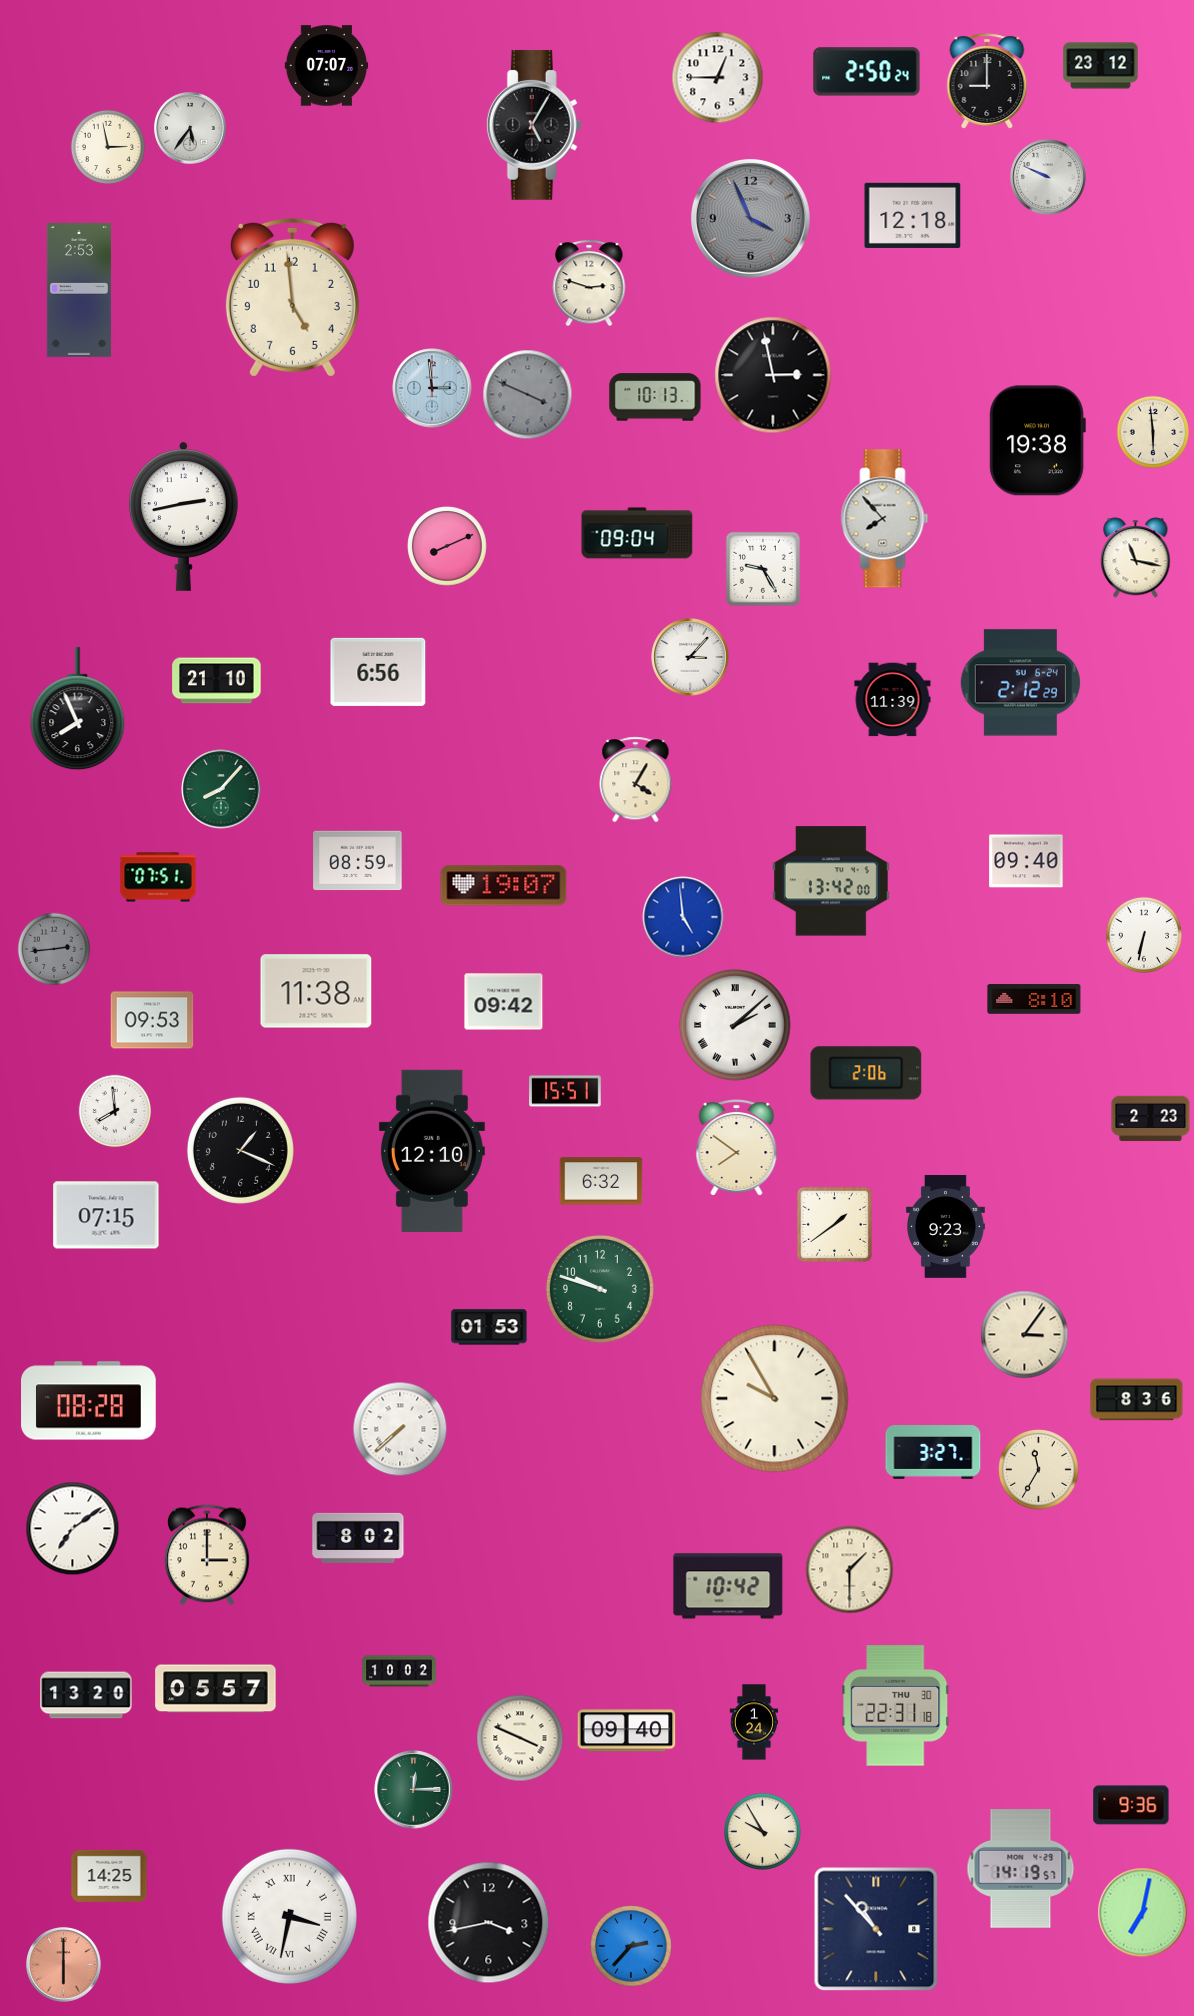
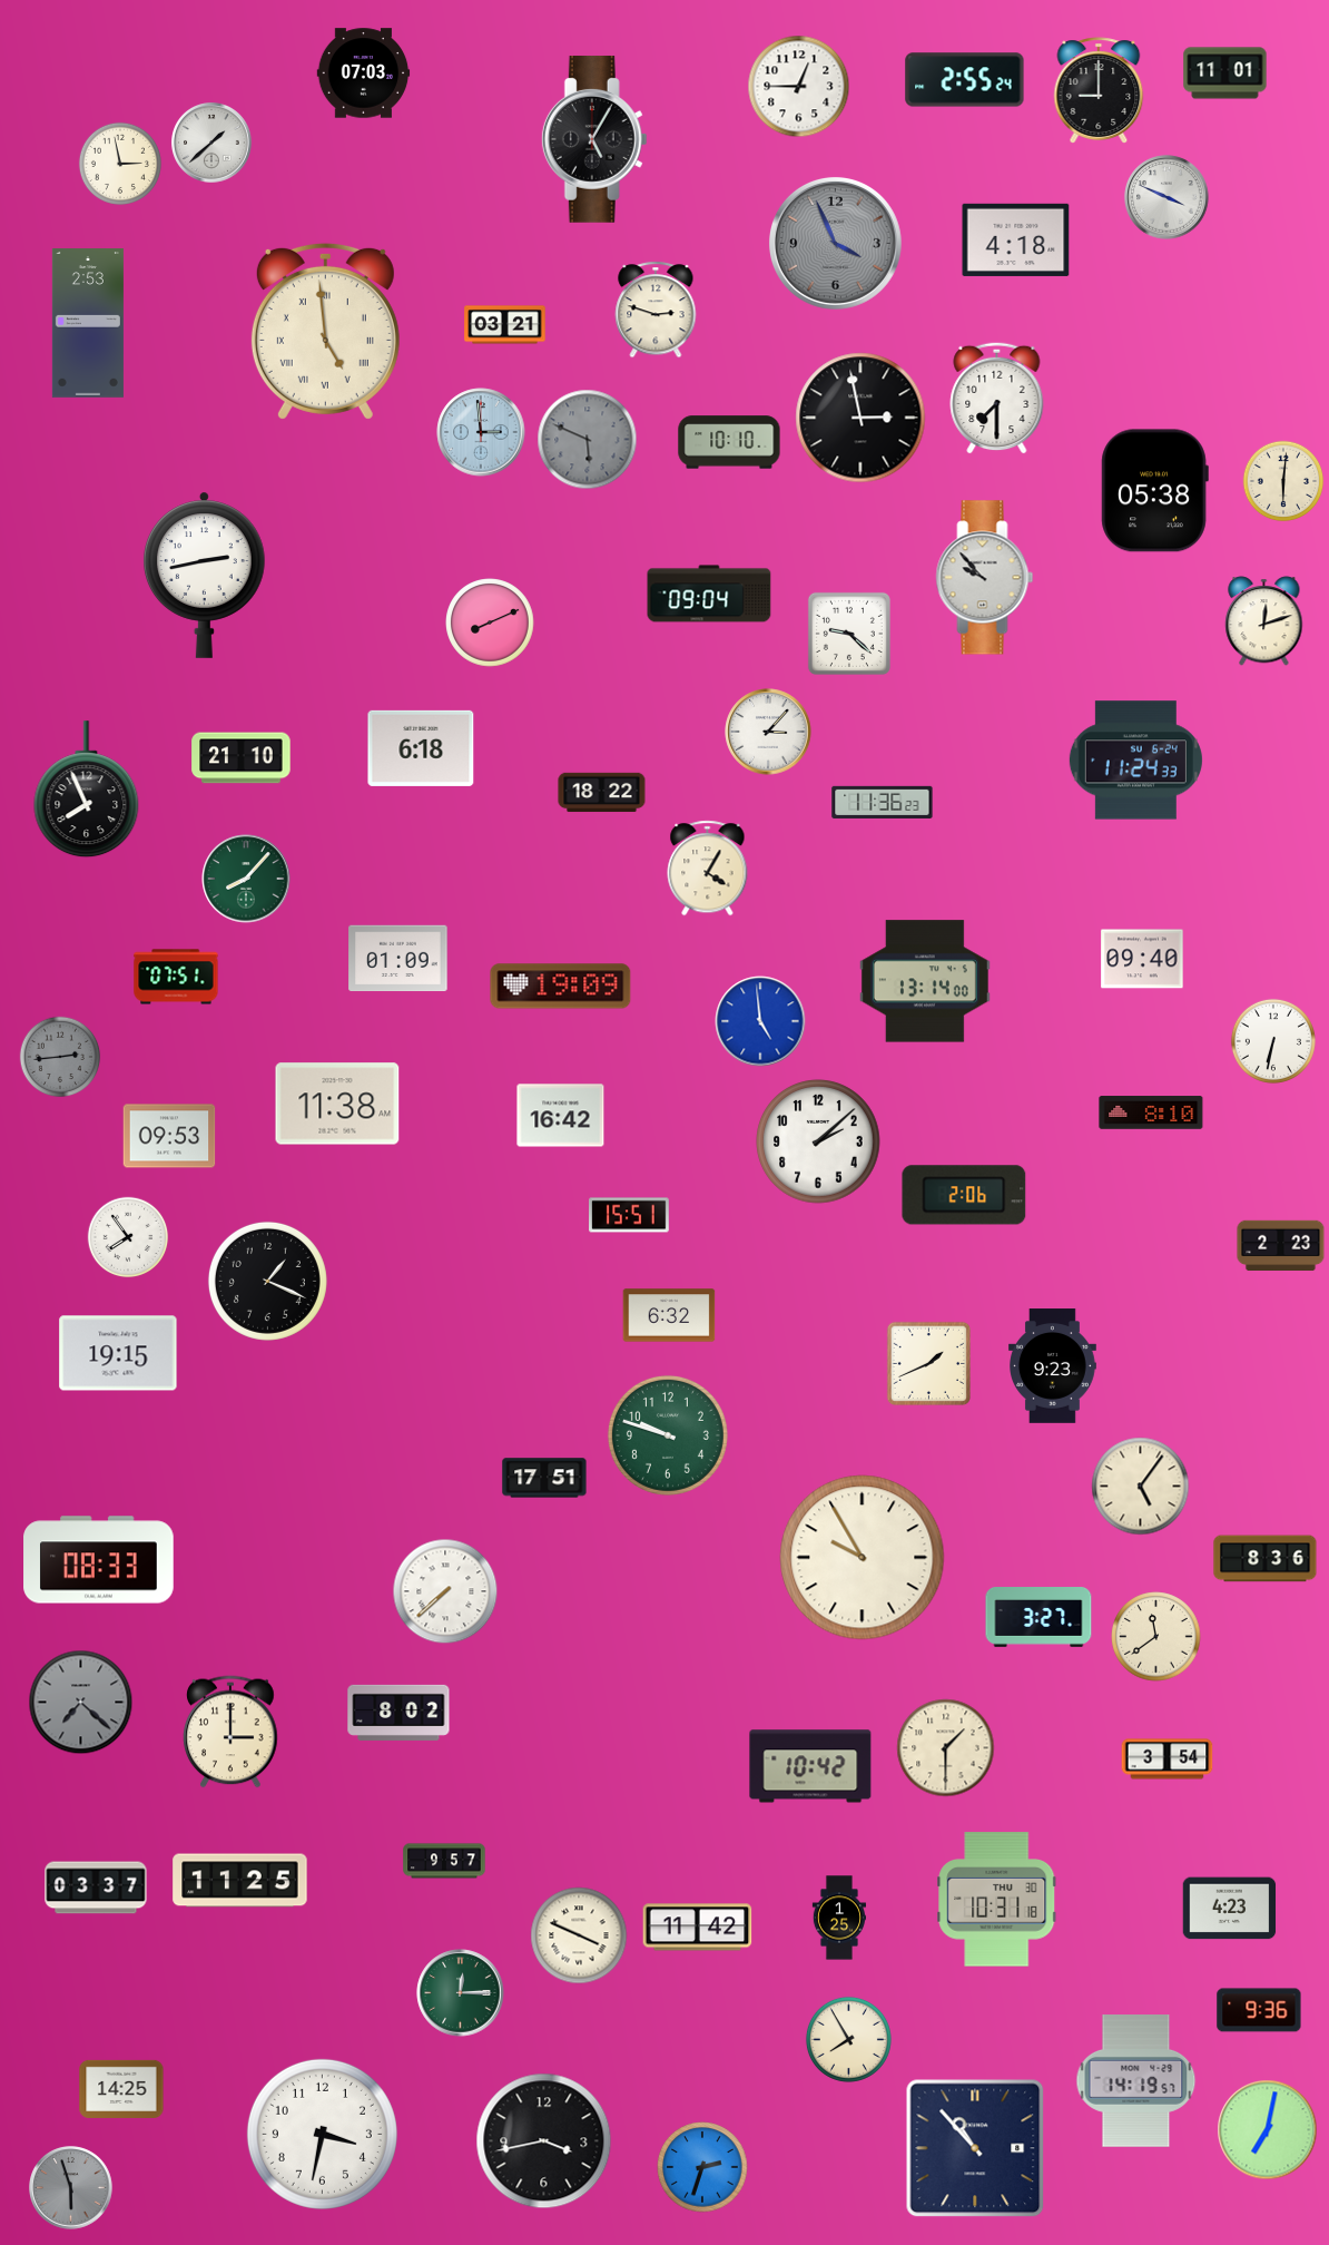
clock at (327, 66): 07:07 -> 07:03
clock at (1101, 66): 23:12 -> 11:01
clock at (867, 72): 2:50 -> 2:55
clock at (191, 129): 5:36 -> 1:38
clock at (1048, 177): 9:49 -> 3:49
clock at (913, 215): 12:18 -> 4:18
clock at (589, 283) position: (589, 283) -> (656, 310)
clock at (505, 325): none -> 03:21
clock at (292, 297) numerals: Arabic -> Roman
clock at (997, 398): none -> 7:30
clock at (528, 395): 3:49 -> 5:49
clock at (655, 397): 10:13 -> 10:10
clock at (1153, 432): 5:59 -> 6:01
clock at (1037, 441): 19:38 -> 05:38
clock at (885, 519): 7:53 -> 9:53
clock at (447, 546) position: (447, 546) -> (490, 622)
clock at (1136, 558): 11:17 -> 12:12
clock at (763, 569): 9:25 -> 9:22
clock at (378, 672): 6:56 -> 6:18
clock at (1020, 683): 2:12 -> 11:24
clock at (893, 700): 11:39 -> none
clock at (602, 793): none -> 18:22
clock at (883, 802): none -> 11:36
clock at (358, 861): 08:59 -> 01:09
clock at (831, 881): 13:42 -> 13:14
clock at (504, 886): 19:07 -> 19:09
clock at (316, 991) position: (316, 991) -> (337, 1104)
clock at (504, 1002): 09:42 -> 16:42
clock at (735, 1025) numerals: Roman -> Arabic
clock at (115, 1111): 7:59 -> 7:54
clock at (737, 1148): 7:51 -> none
clock at (432, 1151): 12:10 -> none
clock at (106, 1215): 07:15 -> 19:15
clock at (834, 1224): 1:39 -> 1:41
clock at (489, 1327): 01:53 -> 17:51
clock at (1025, 1335): 3:06 -> 5:06
clock at (89, 1401): 08:28 -> 08:33
clock at (1039, 1470): 11:35 -> 11:39
clock at (73, 1529): 7:09 -> 7:22
clock at (73, 1529) dial: white -> grey
clock at (1168, 1759): none -> 3:54
clock at (399, 1671): 10:02 -> 9:57
clock at (216, 1689): 05:57 -> 11:25
clock at (86, 1695): 13:20 -> 03:37
clock at (896, 1706): 22:31 -> 10:31
clock at (1230, 1909): none -> 4:23
clock at (753, 1722): 1:24 -> 1:25
clock at (627, 1731): 09:40 -> 11:42
clock at (762, 1831): 9:55 -> 7:55
clock at (1143, 1913) position: (1143, 1913) -> (1268, 2130)
clock at (289, 1916) numerals: Roman -> Arabic
clock at (631, 1946): 2:37 -> 2:33
clock at (64, 1965): 6:00 -> 5:57
clock at (64, 1965) dial: salmon -> grey
